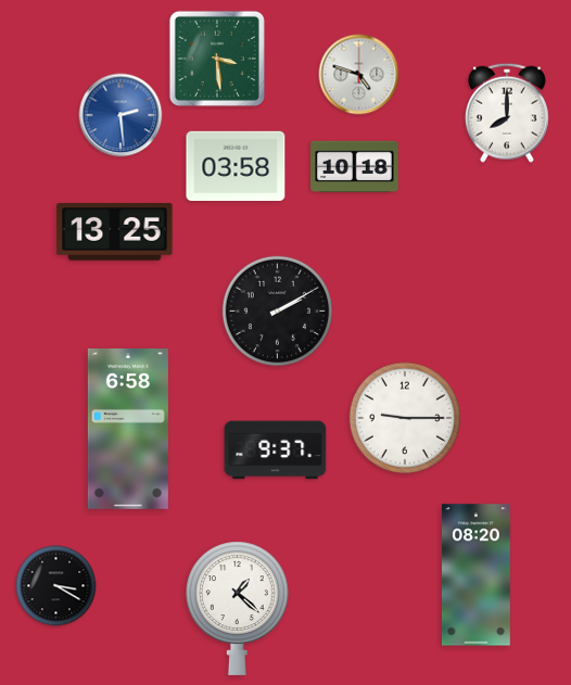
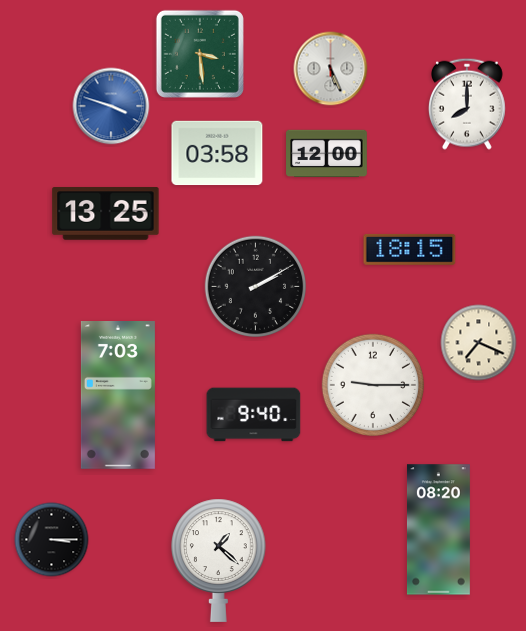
clock at (359, 75): 4:48 -> 5:26
clock at (120, 115): 2:29 -> 3:48
clock at (355, 167): 10:18 -> 12:00
clock at (410, 249): none -> 18:15
clock at (479, 343): none -> 7:19
clock at (128, 430): 6:58 -> 7:03
clock at (276, 451): 9:37 -> 9:40
clock at (56, 586): 3:20 -> 3:15
